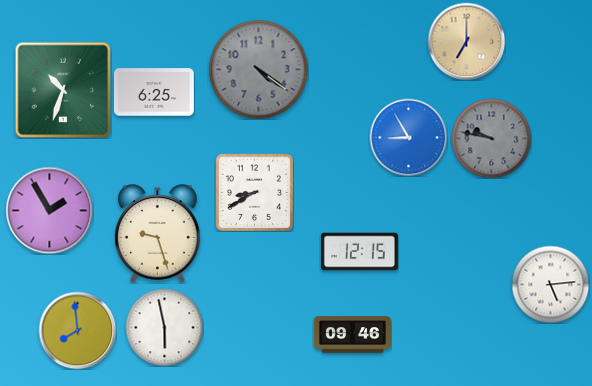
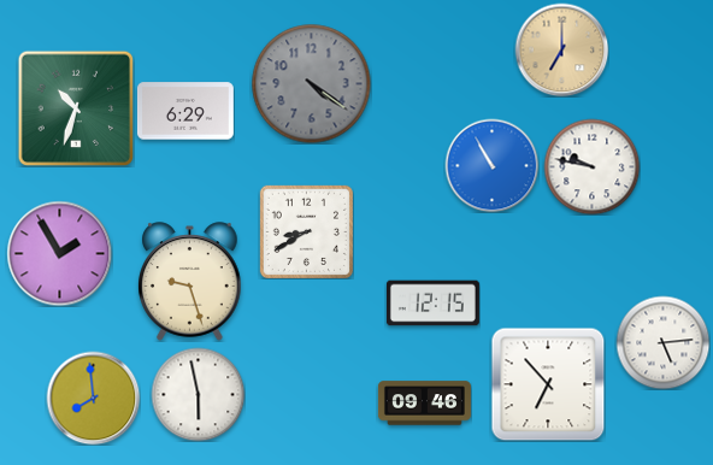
clock at (154, 92): 6:25 -> 6:29
clock at (408, 137): 8:55 -> 10:55
clock at (491, 138) dial: grey -> white
clock at (548, 384): none -> 6:53
